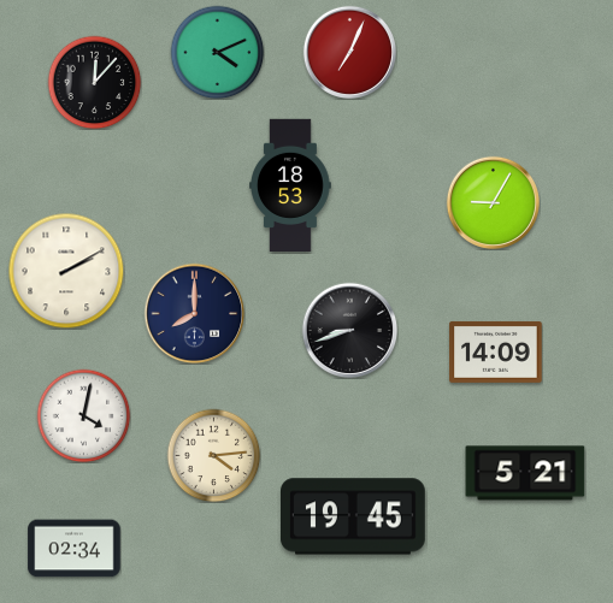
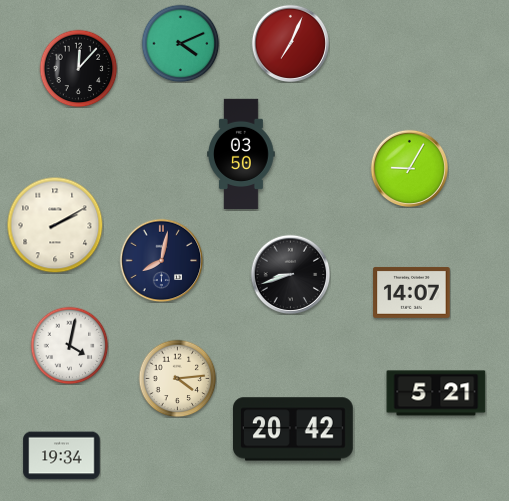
clock at (291, 185): 18:53 -> 03:50
clock at (194, 313): 8:00 -> 8:02
clock at (496, 351): 14:09 -> 14:07
clock at (354, 516): 19:45 -> 20:42
clock at (75, 549): 02:34 -> 19:34
